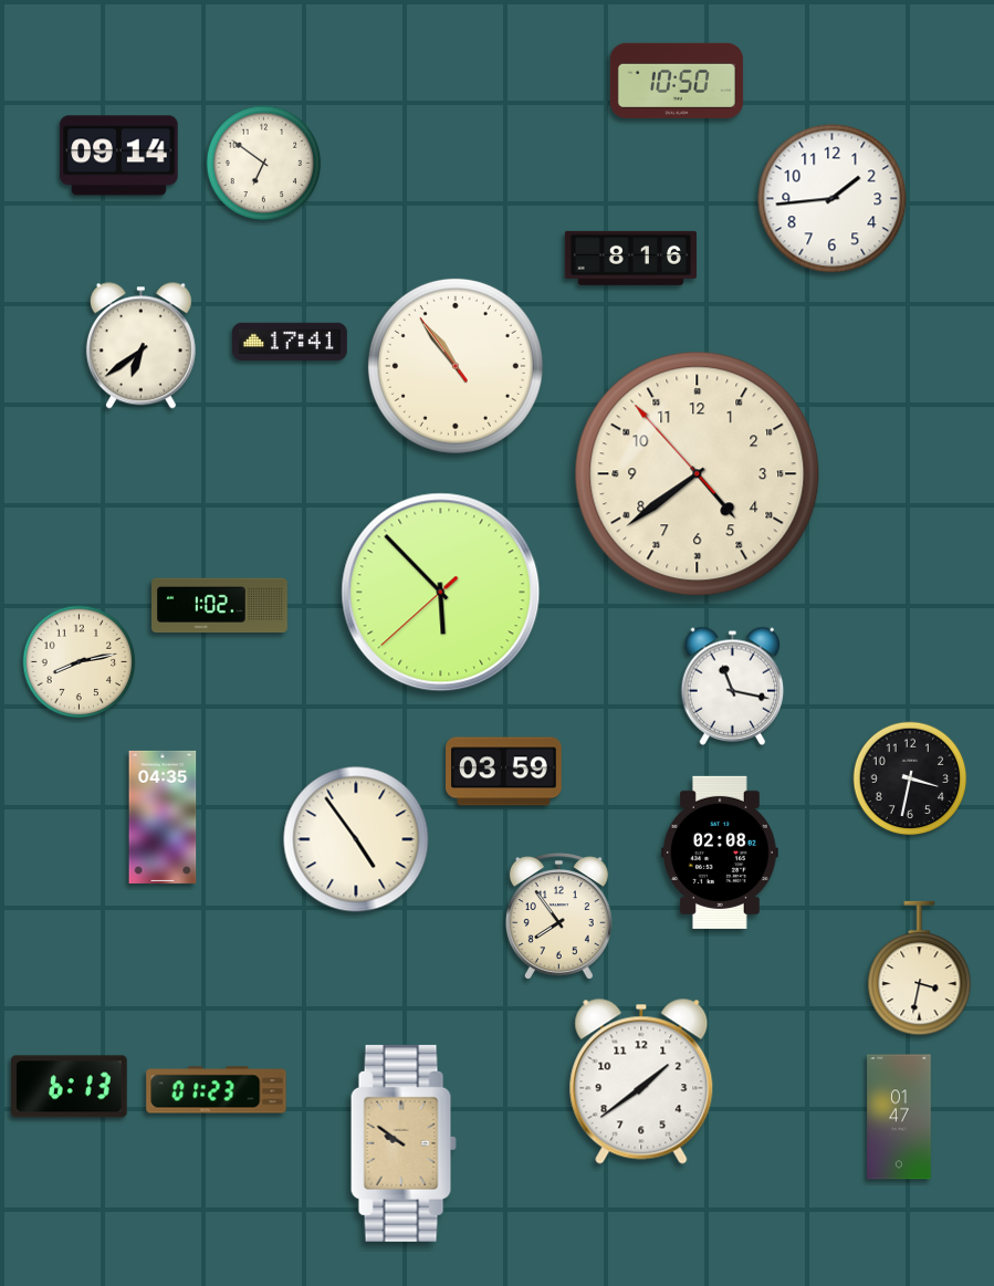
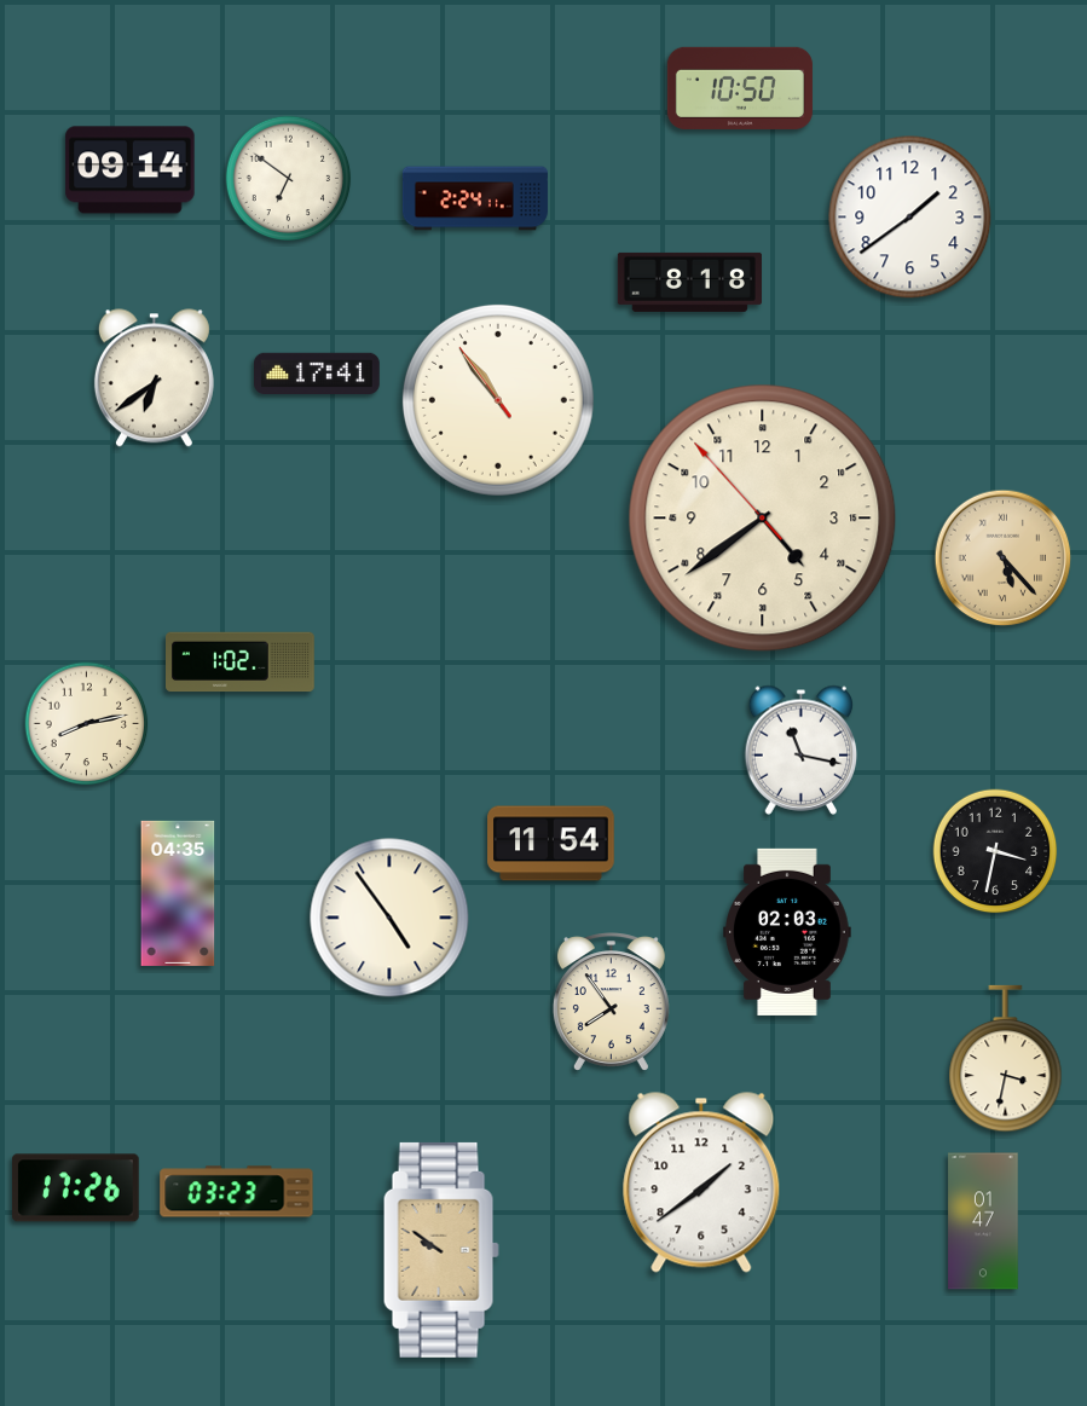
clock at (475, 198): none -> 2:24
clock at (833, 199): 1:44 -> 1:39
clock at (630, 258): 8:16 -> 8:18
clock at (1004, 559): none -> 5:23
clock at (441, 593): 5:52 -> none
clock at (504, 772): 03:59 -> 11:54
clock at (721, 853): 02:08 -> 02:03
clock at (70, 1087): 6:13 -> 17:26
clock at (217, 1090): 01:23 -> 03:23
